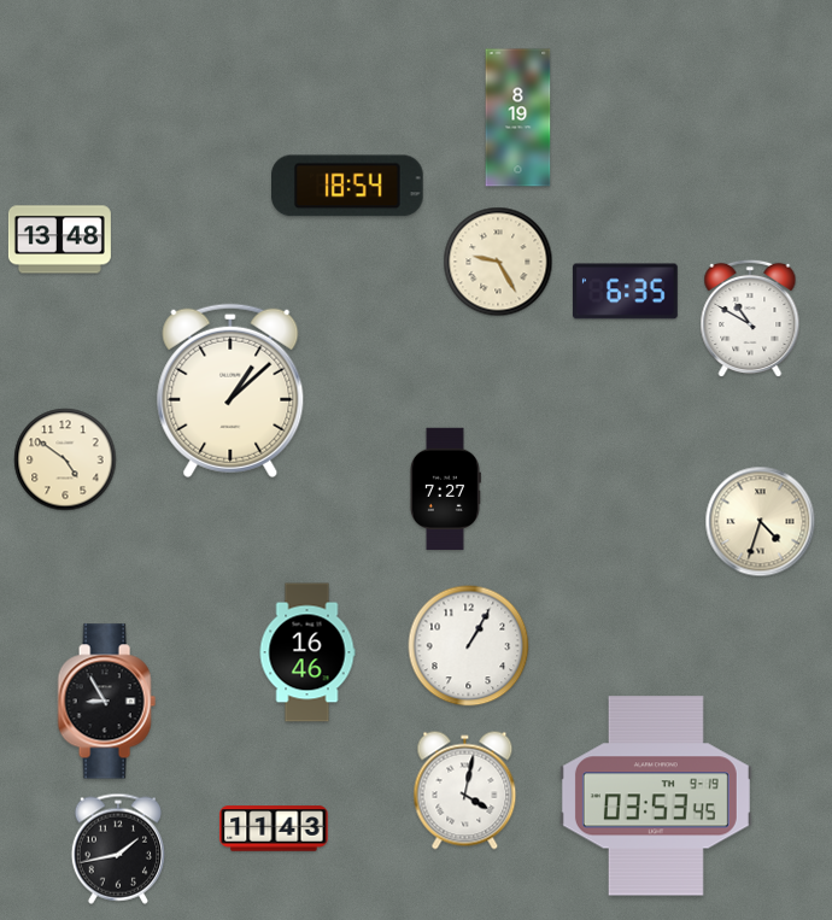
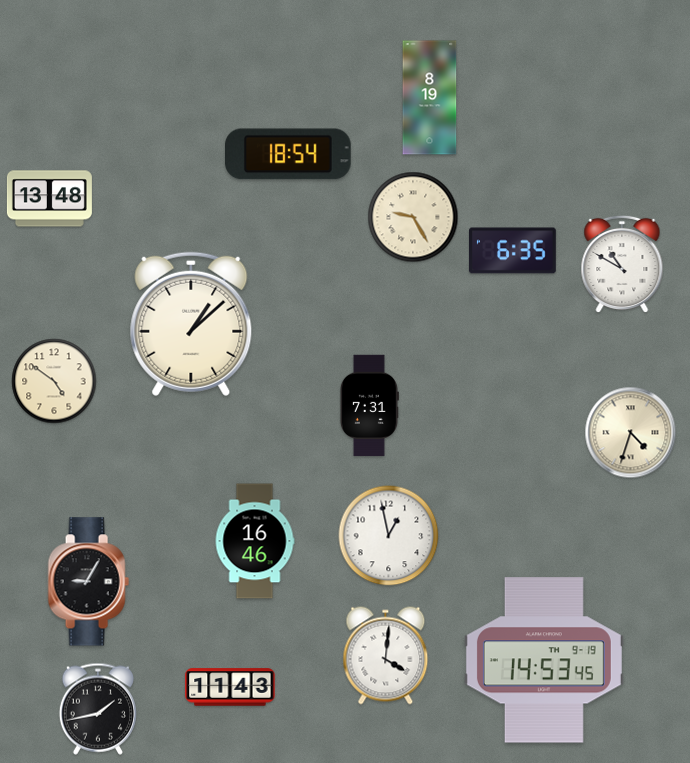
clock at (626, 292) position: (626, 292) -> (513, 251)
clock at (445, 490): 7:27 -> 7:31
clock at (469, 646): 1:05 -> 12:58
clock at (106, 702): 8:55 -> 9:05
clock at (465, 791): 4:02 -> 4:01
clock at (656, 796): 03:53 -> 14:53
clock at (274, 828) position: (274, 828) -> (230, 687)
clock at (118, 849) position: (118, 849) -> (98, 709)
